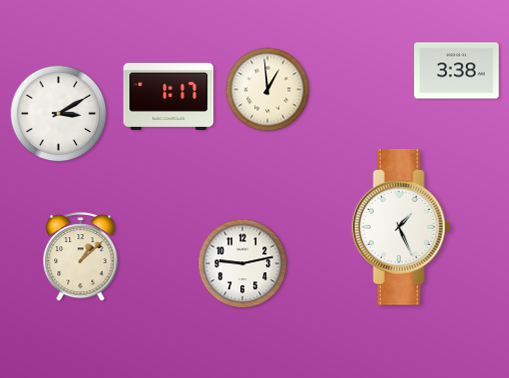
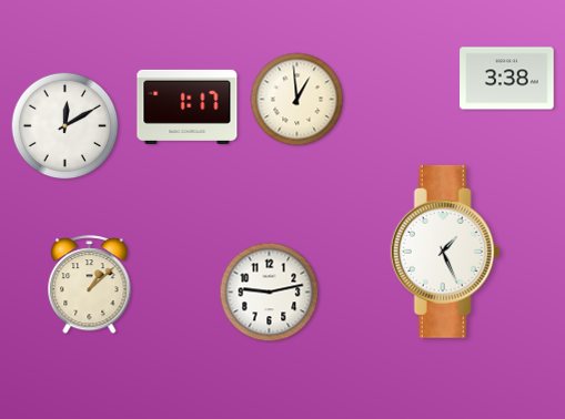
clock at (59, 114): 3:10 -> 12:10
